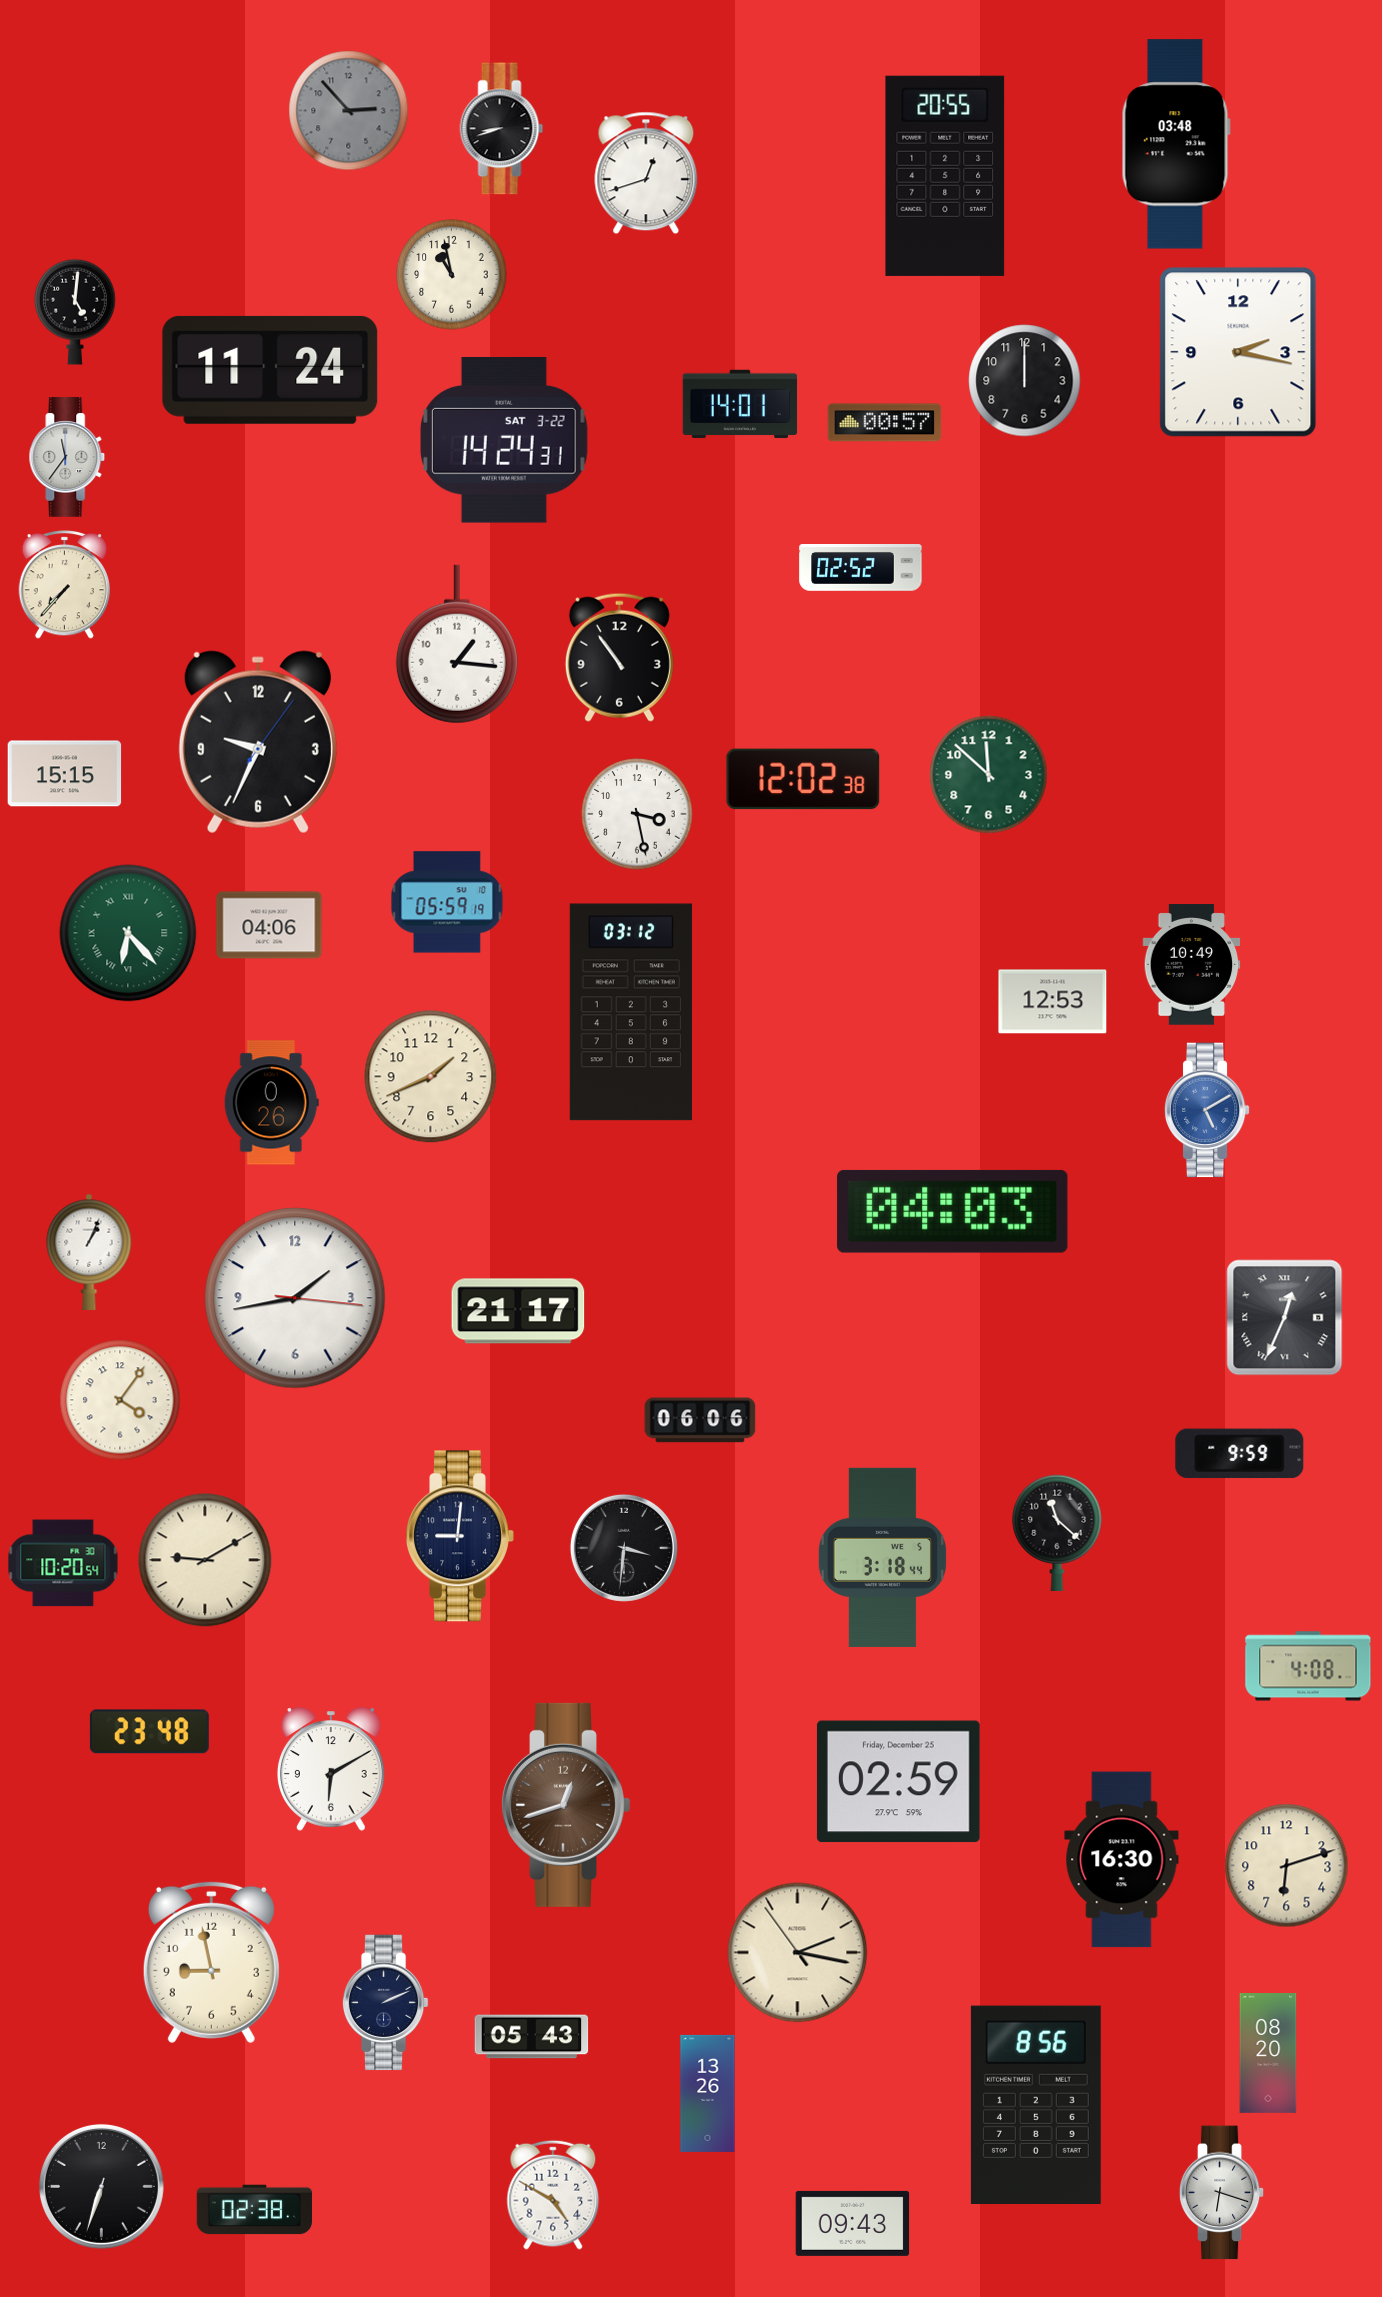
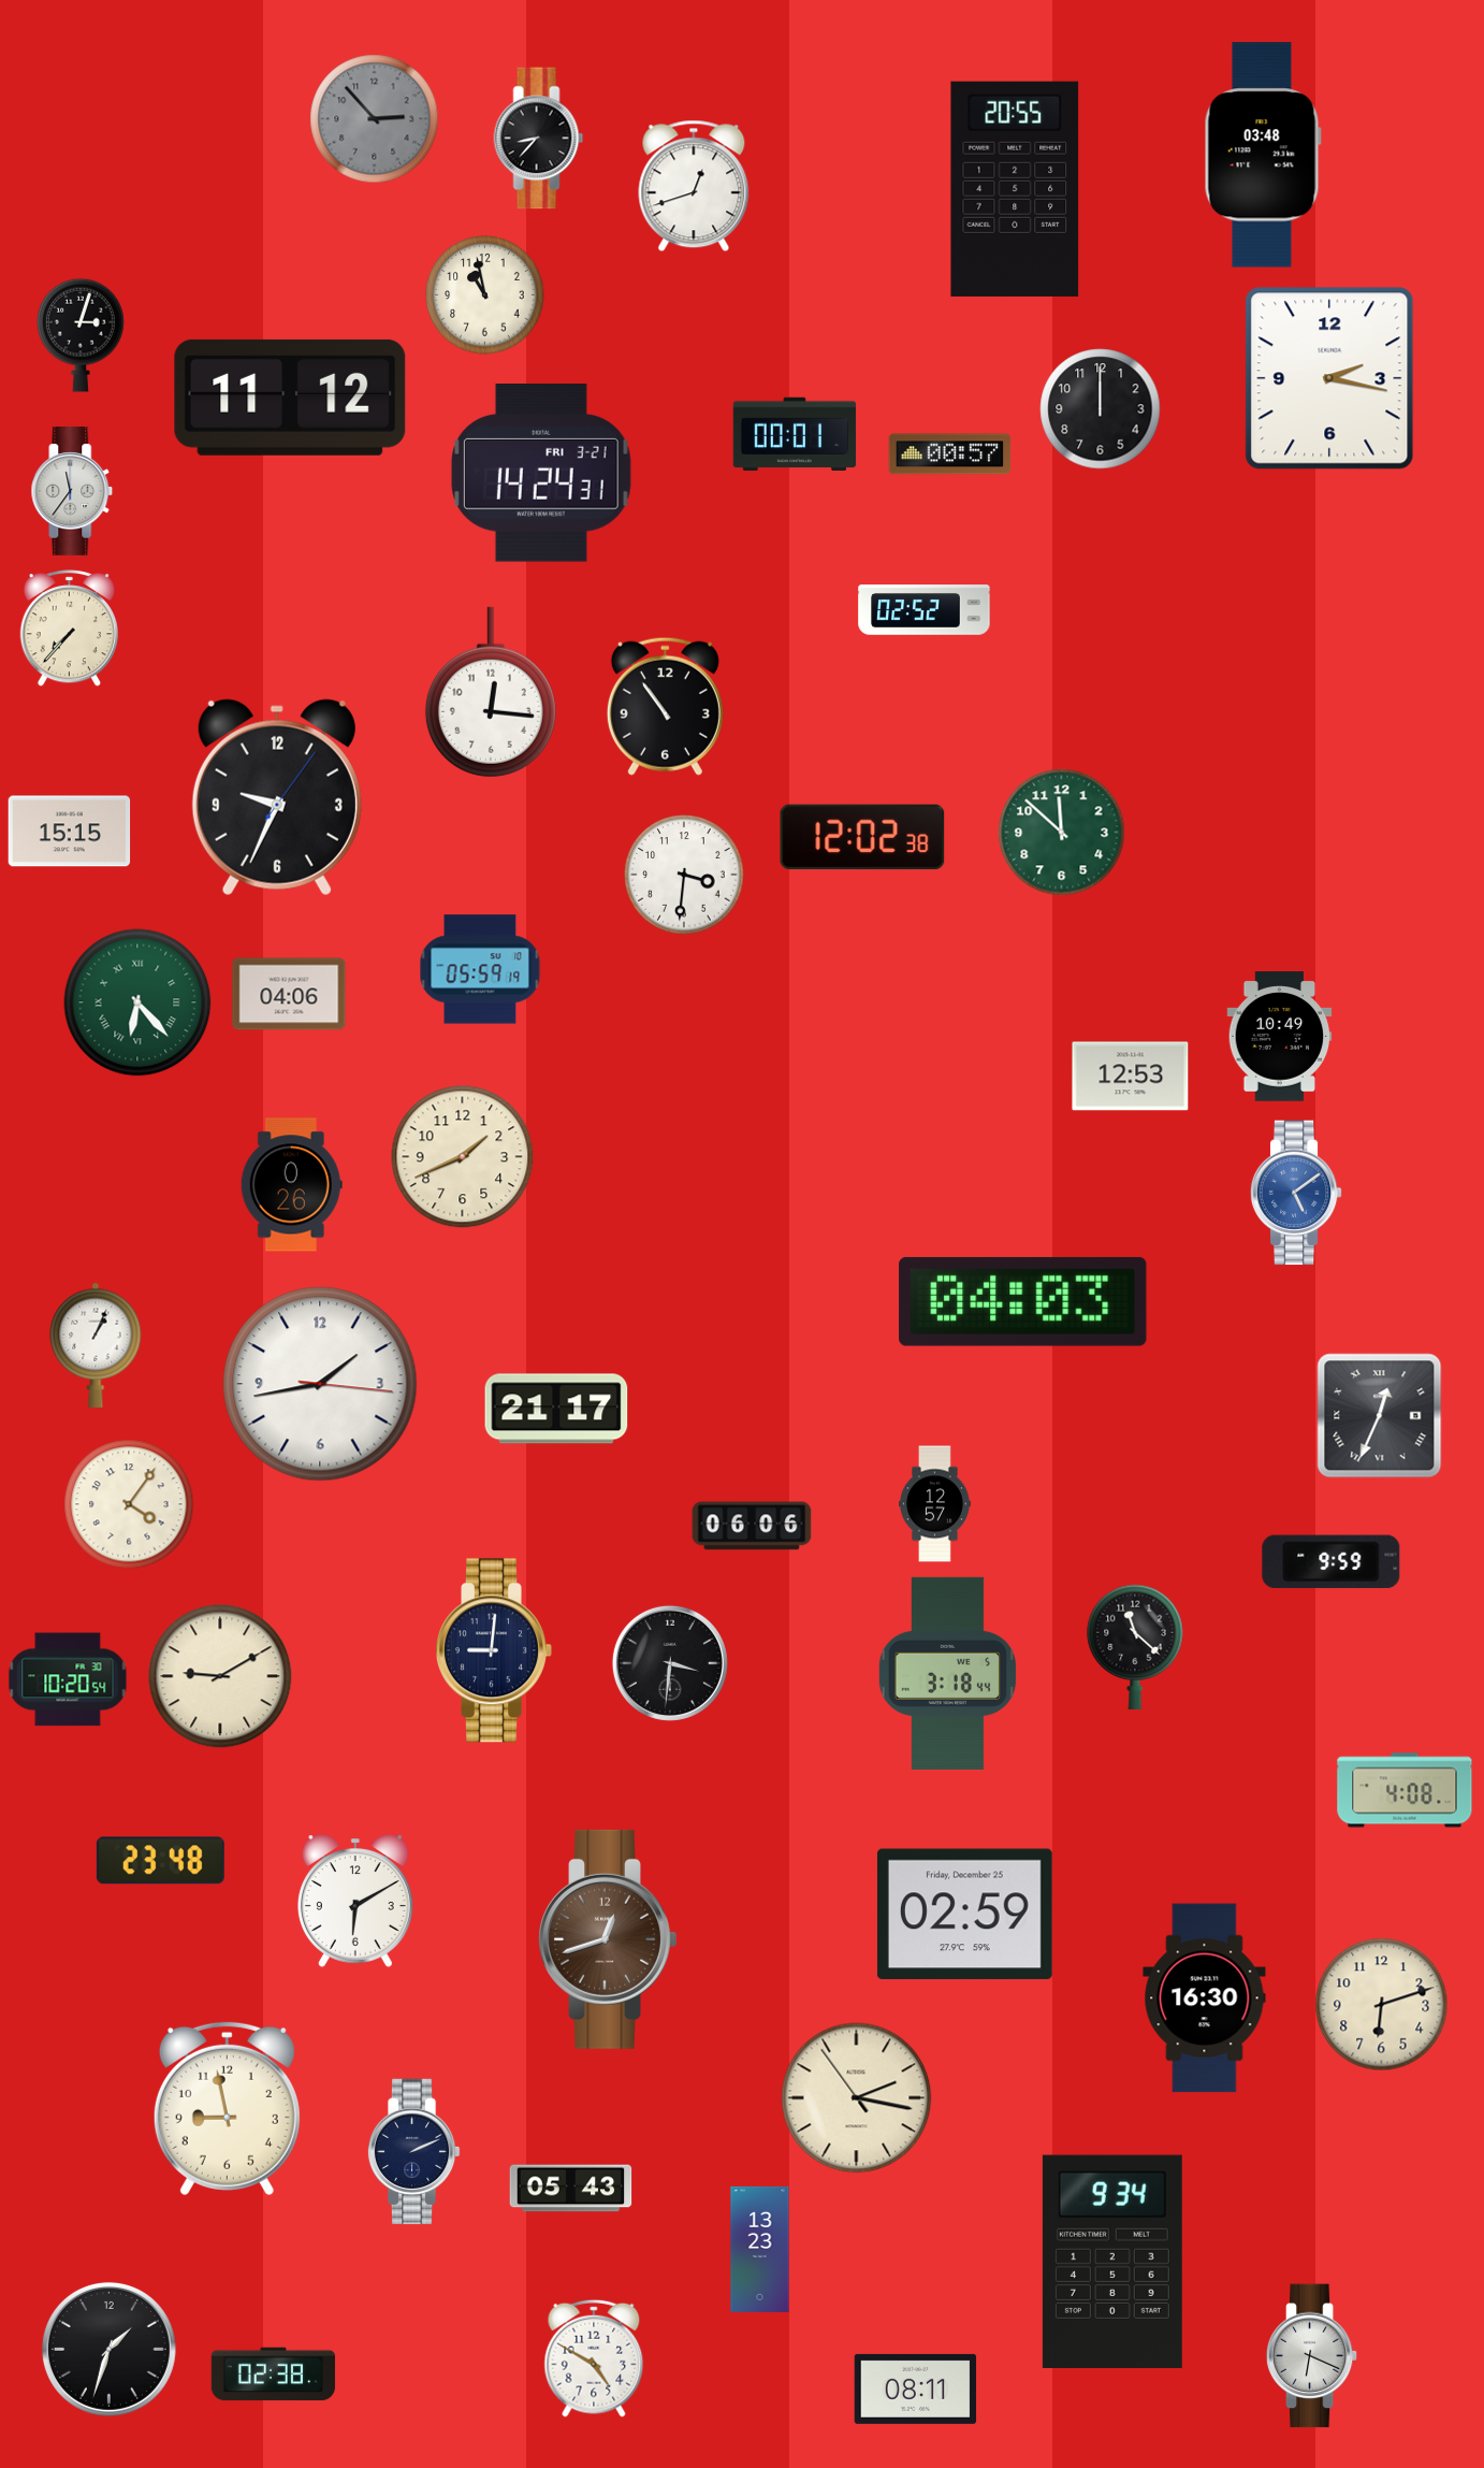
clock at (502, 129): 8:42 -> 8:37
clock at (76, 312): 5:01 -> 3:03
clock at (270, 370): 11:24 -> 11:12
clock at (740, 404): 14:01 -> 00:01
clock at (504, 441) date: SAT 3-22 -> FRI 3-21
clock at (457, 644): 1:16 -> 12:16
clock at (637, 814): 3:28 -> 3:31
clock at (631, 1012): 03:12 -> none
clock at (1207, 1110): 5:10 -> 5:09
clock at (295, 1298) position: (295, 1298) -> (320, 1384)
clock at (935, 1504): none -> 12:57
clock at (1268, 2053): 08:20 -> none
clock at (708, 2093): 13:26 -> 13:23
clock at (1036, 2104): 8:56 -> 9:34
clock at (101, 2186): 6:33 -> 1:33
clock at (1222, 2193): 6:18 -> 6:19
clock at (853, 2223): 09:43 -> 08:11
